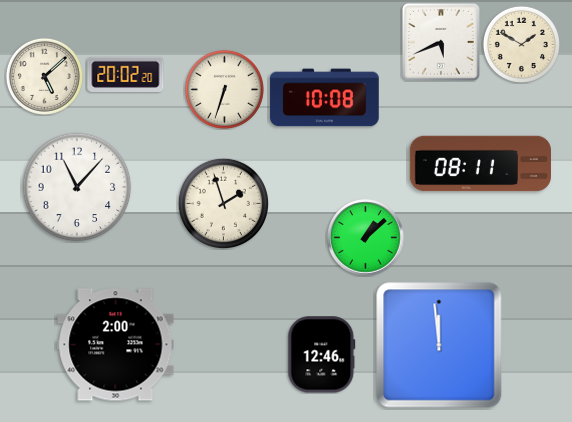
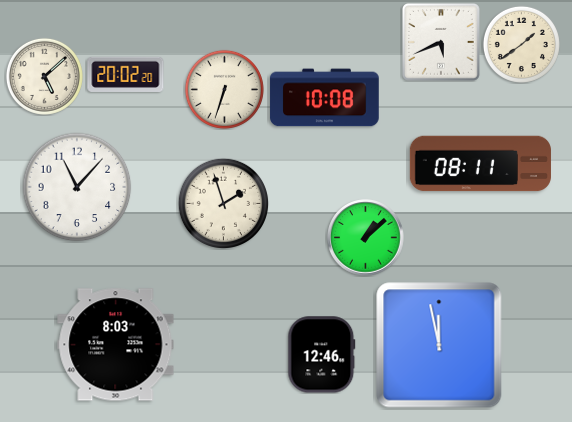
clock at (521, 44): 1:50 -> 1:39
clock at (116, 345): 2:00 -> 8:03
clock at (439, 345): 11:59 -> 11:58
